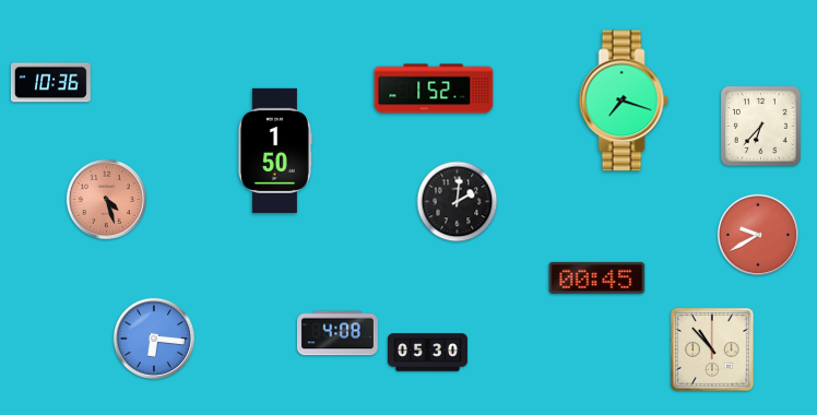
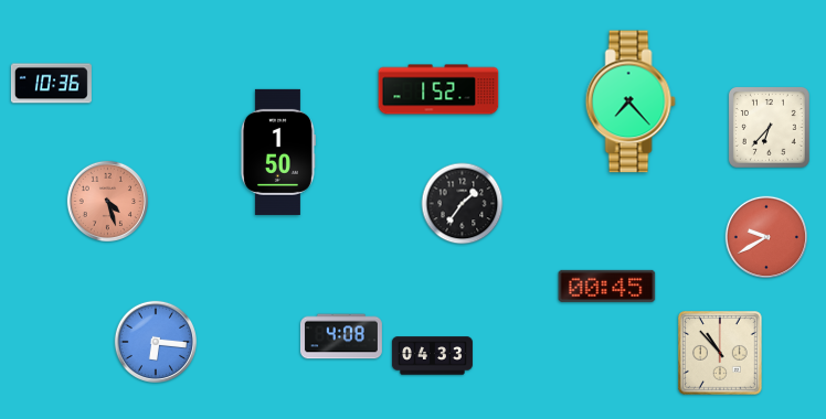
clock at (624, 100): 7:18 -> 7:23
clock at (458, 202): 2:01 -> 1:36
clock at (597, 277) position: (597, 277) -> (607, 286)
clock at (427, 353): 05:30 -> 04:33
